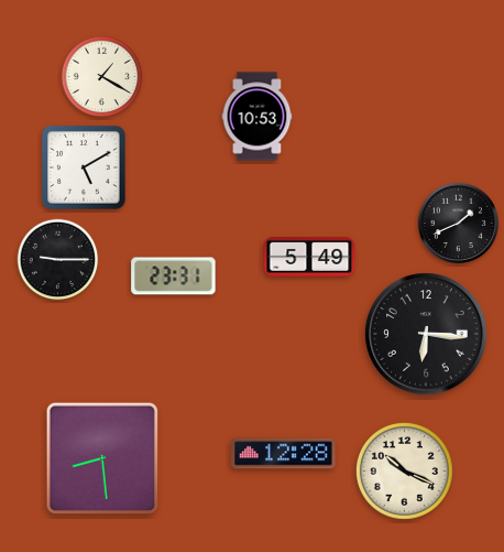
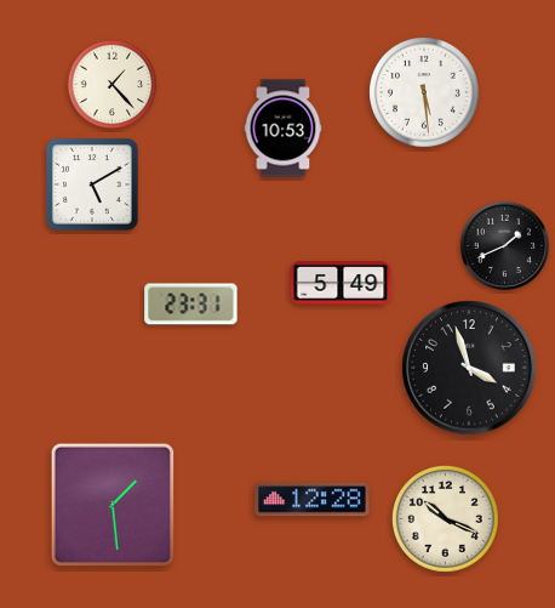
clock at (102, 77): 1:20 -> 1:23
clock at (424, 92): none -> 5:29
clock at (58, 260): 9:15 -> none
clock at (426, 334): 6:16 -> 3:57
clock at (101, 457): 8:29 -> 1:29
